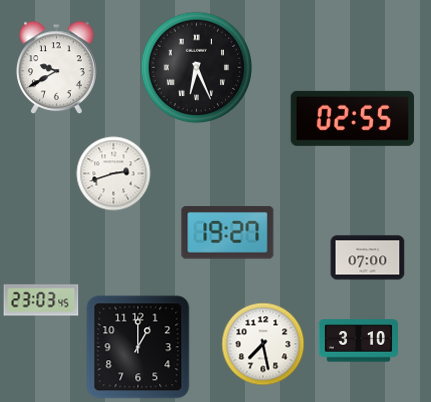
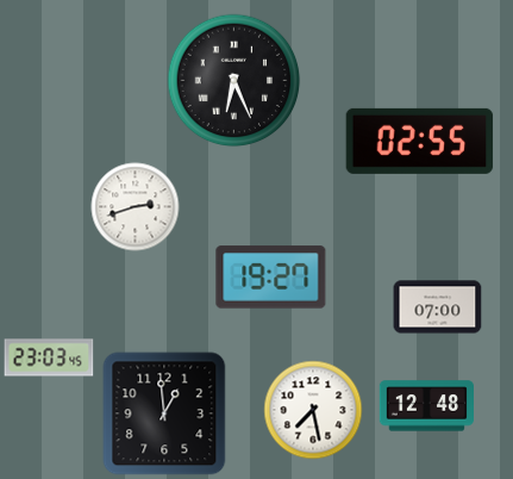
clock at (57, 68): 9:40 -> none
clock at (358, 341): 3:10 -> 12:48
clock at (138, 347): 1:00 -> 12:59
